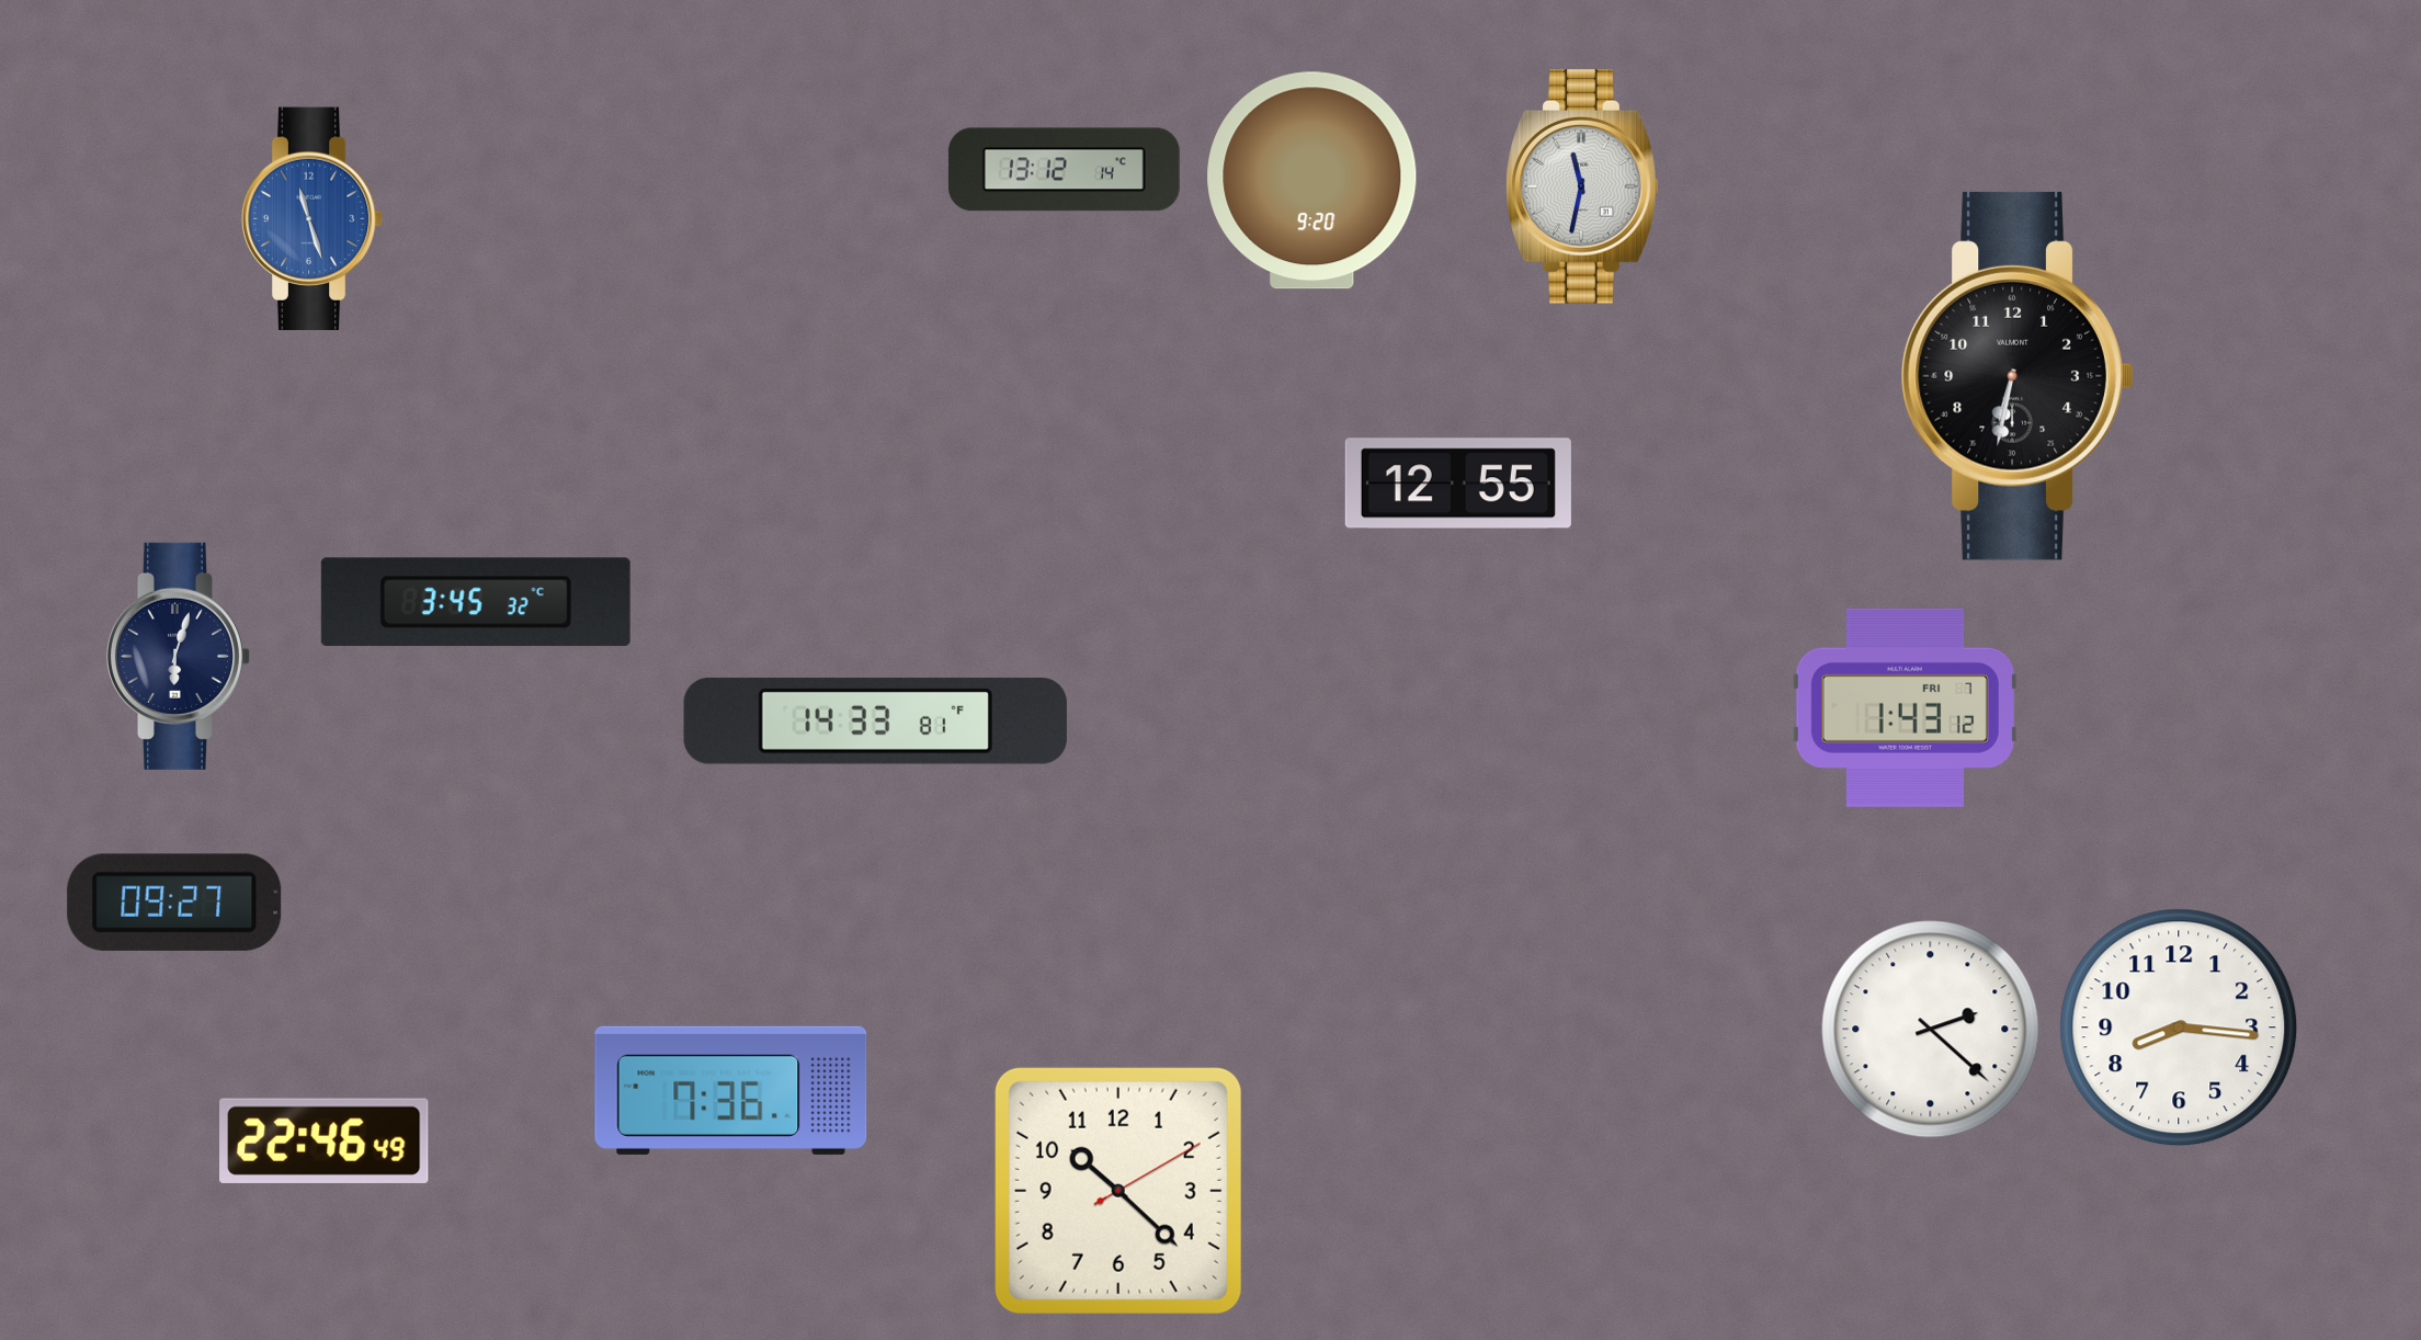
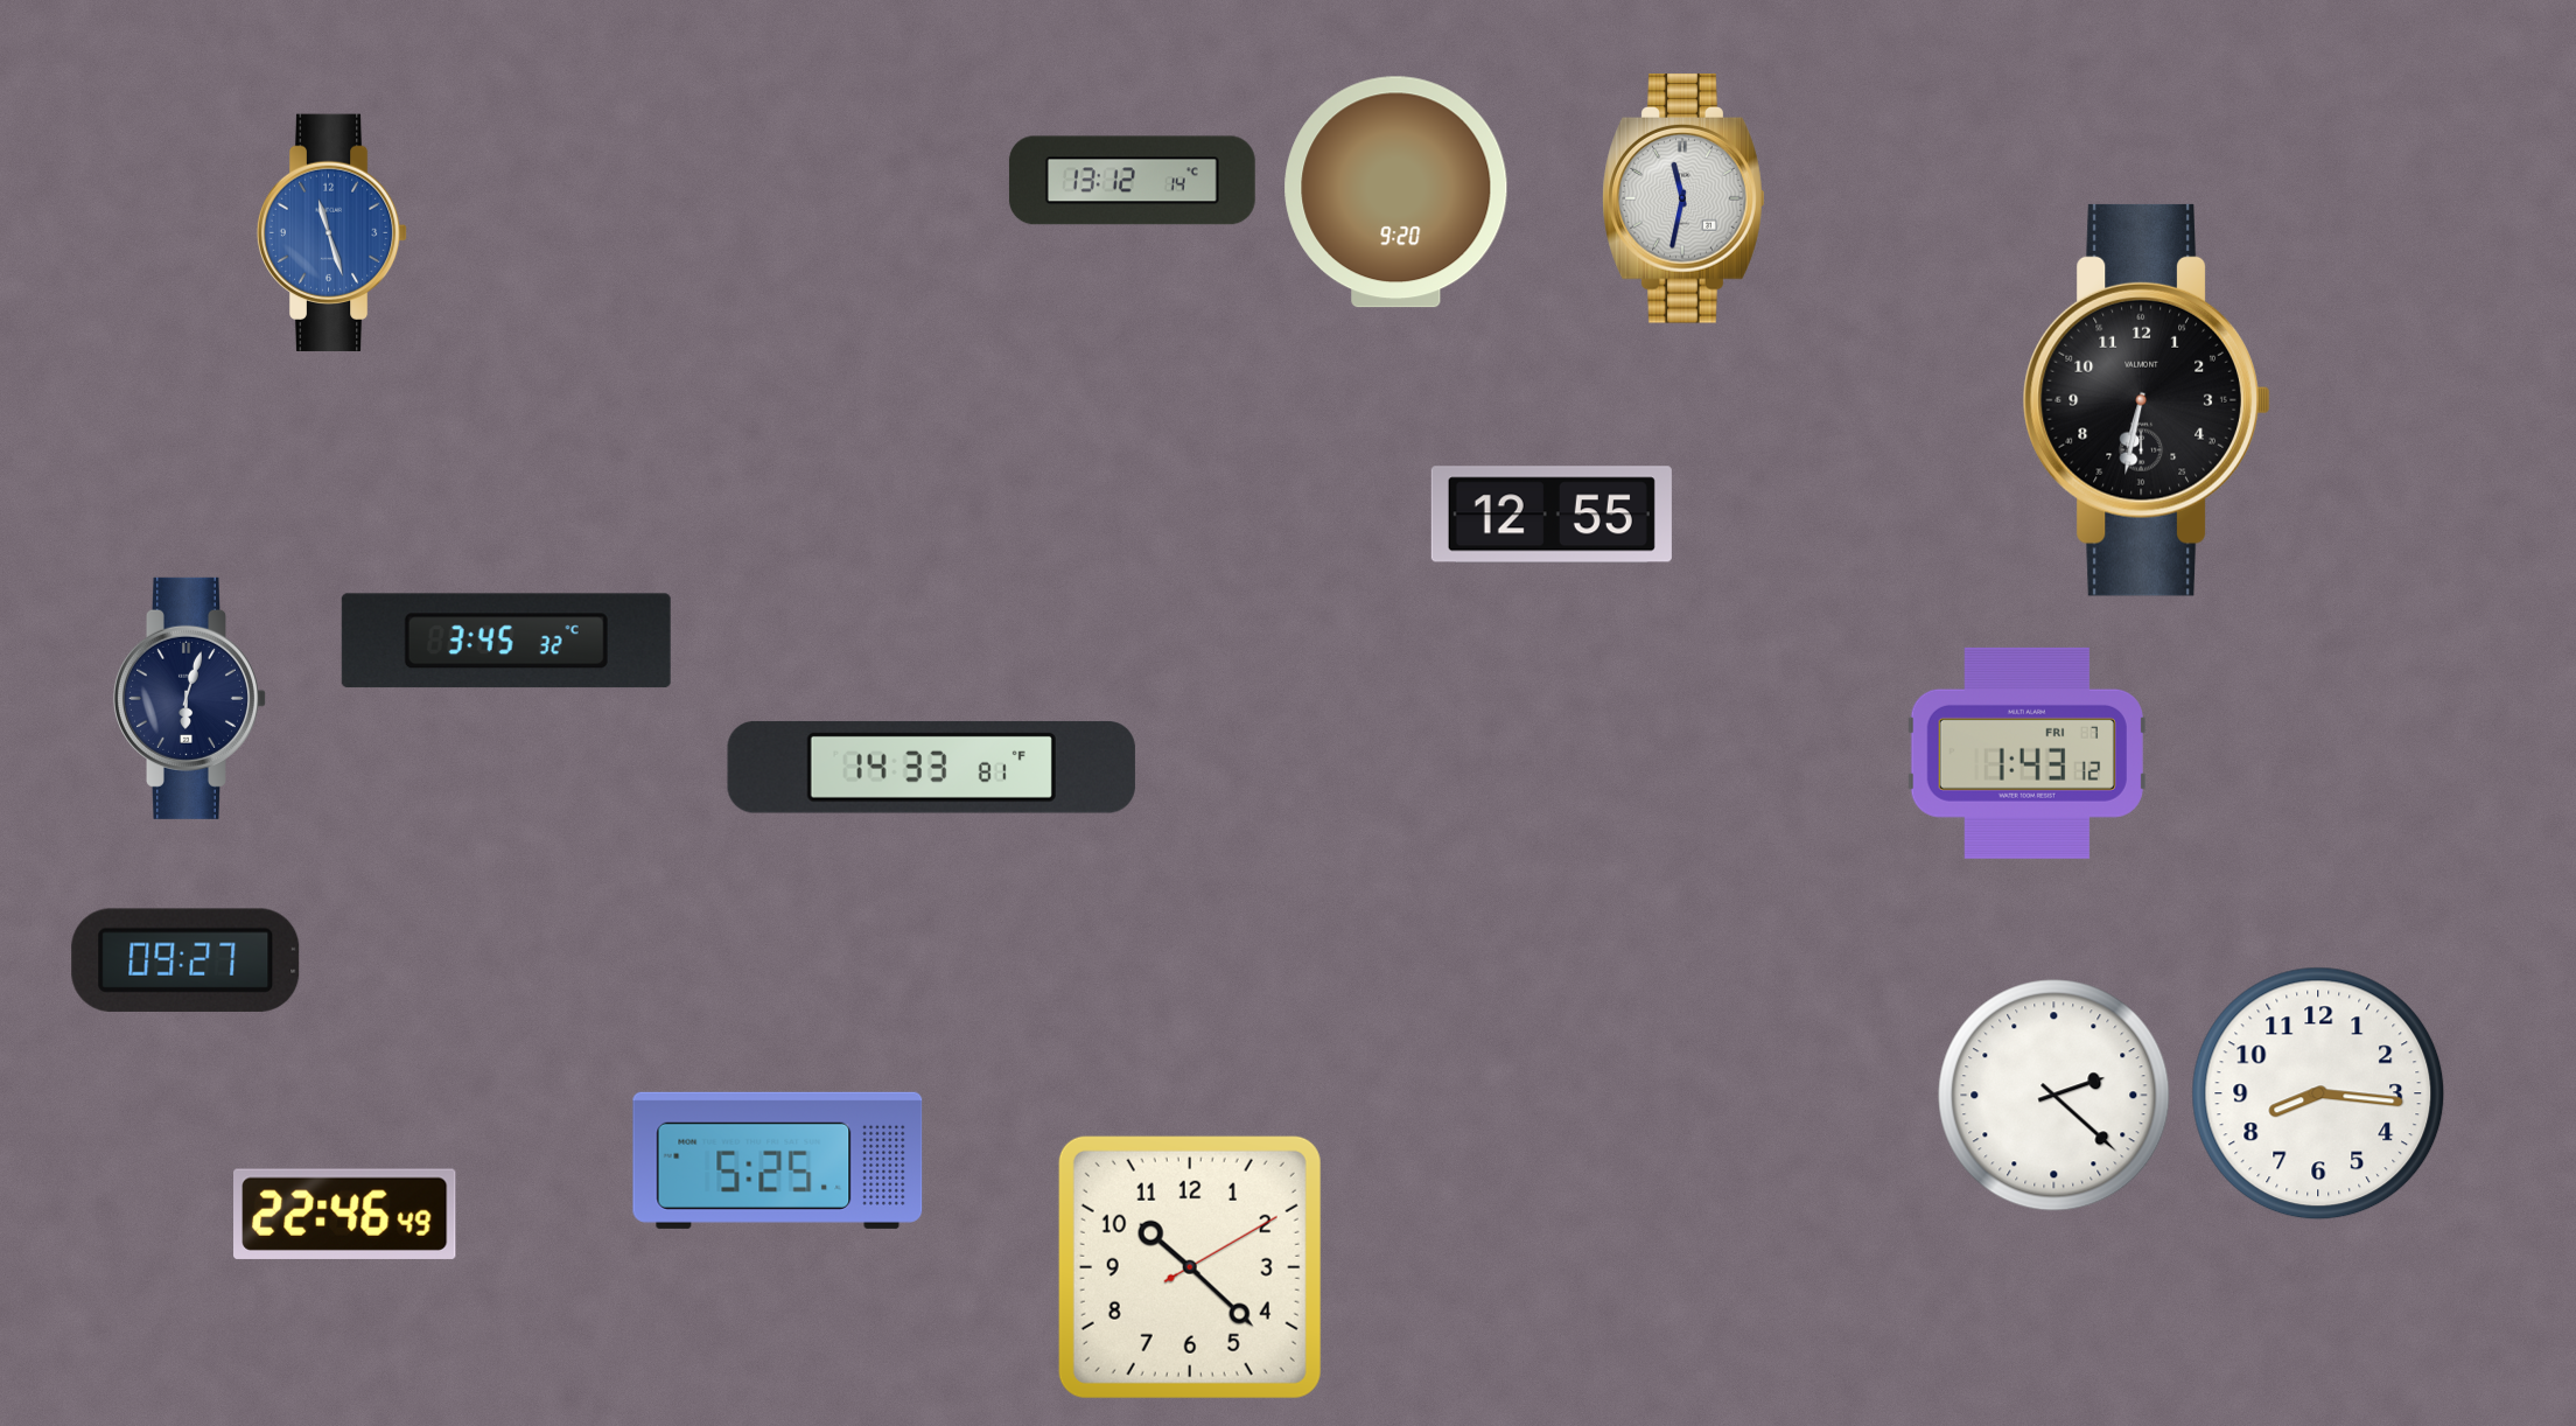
clock at (731, 1090): 7:36 -> 5:25
